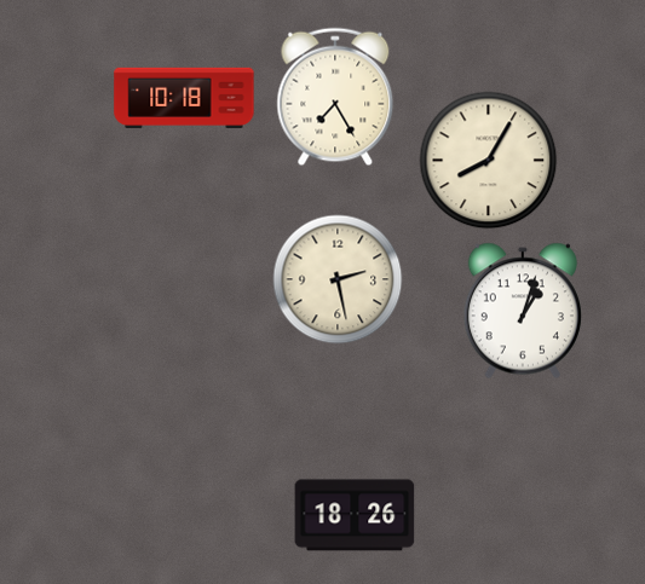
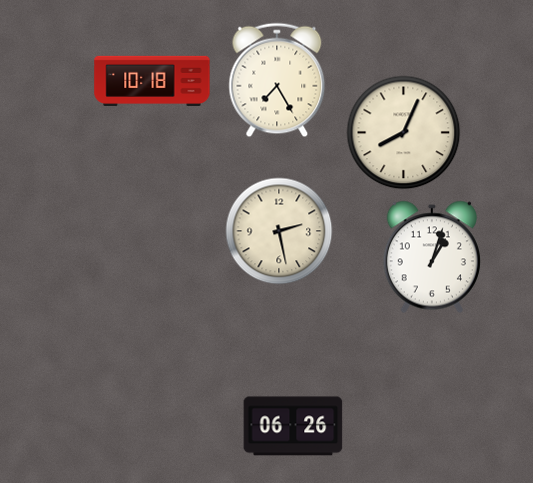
clock at (489, 161): 8:05 -> 8:04
clock at (355, 515): 18:26 -> 06:26
